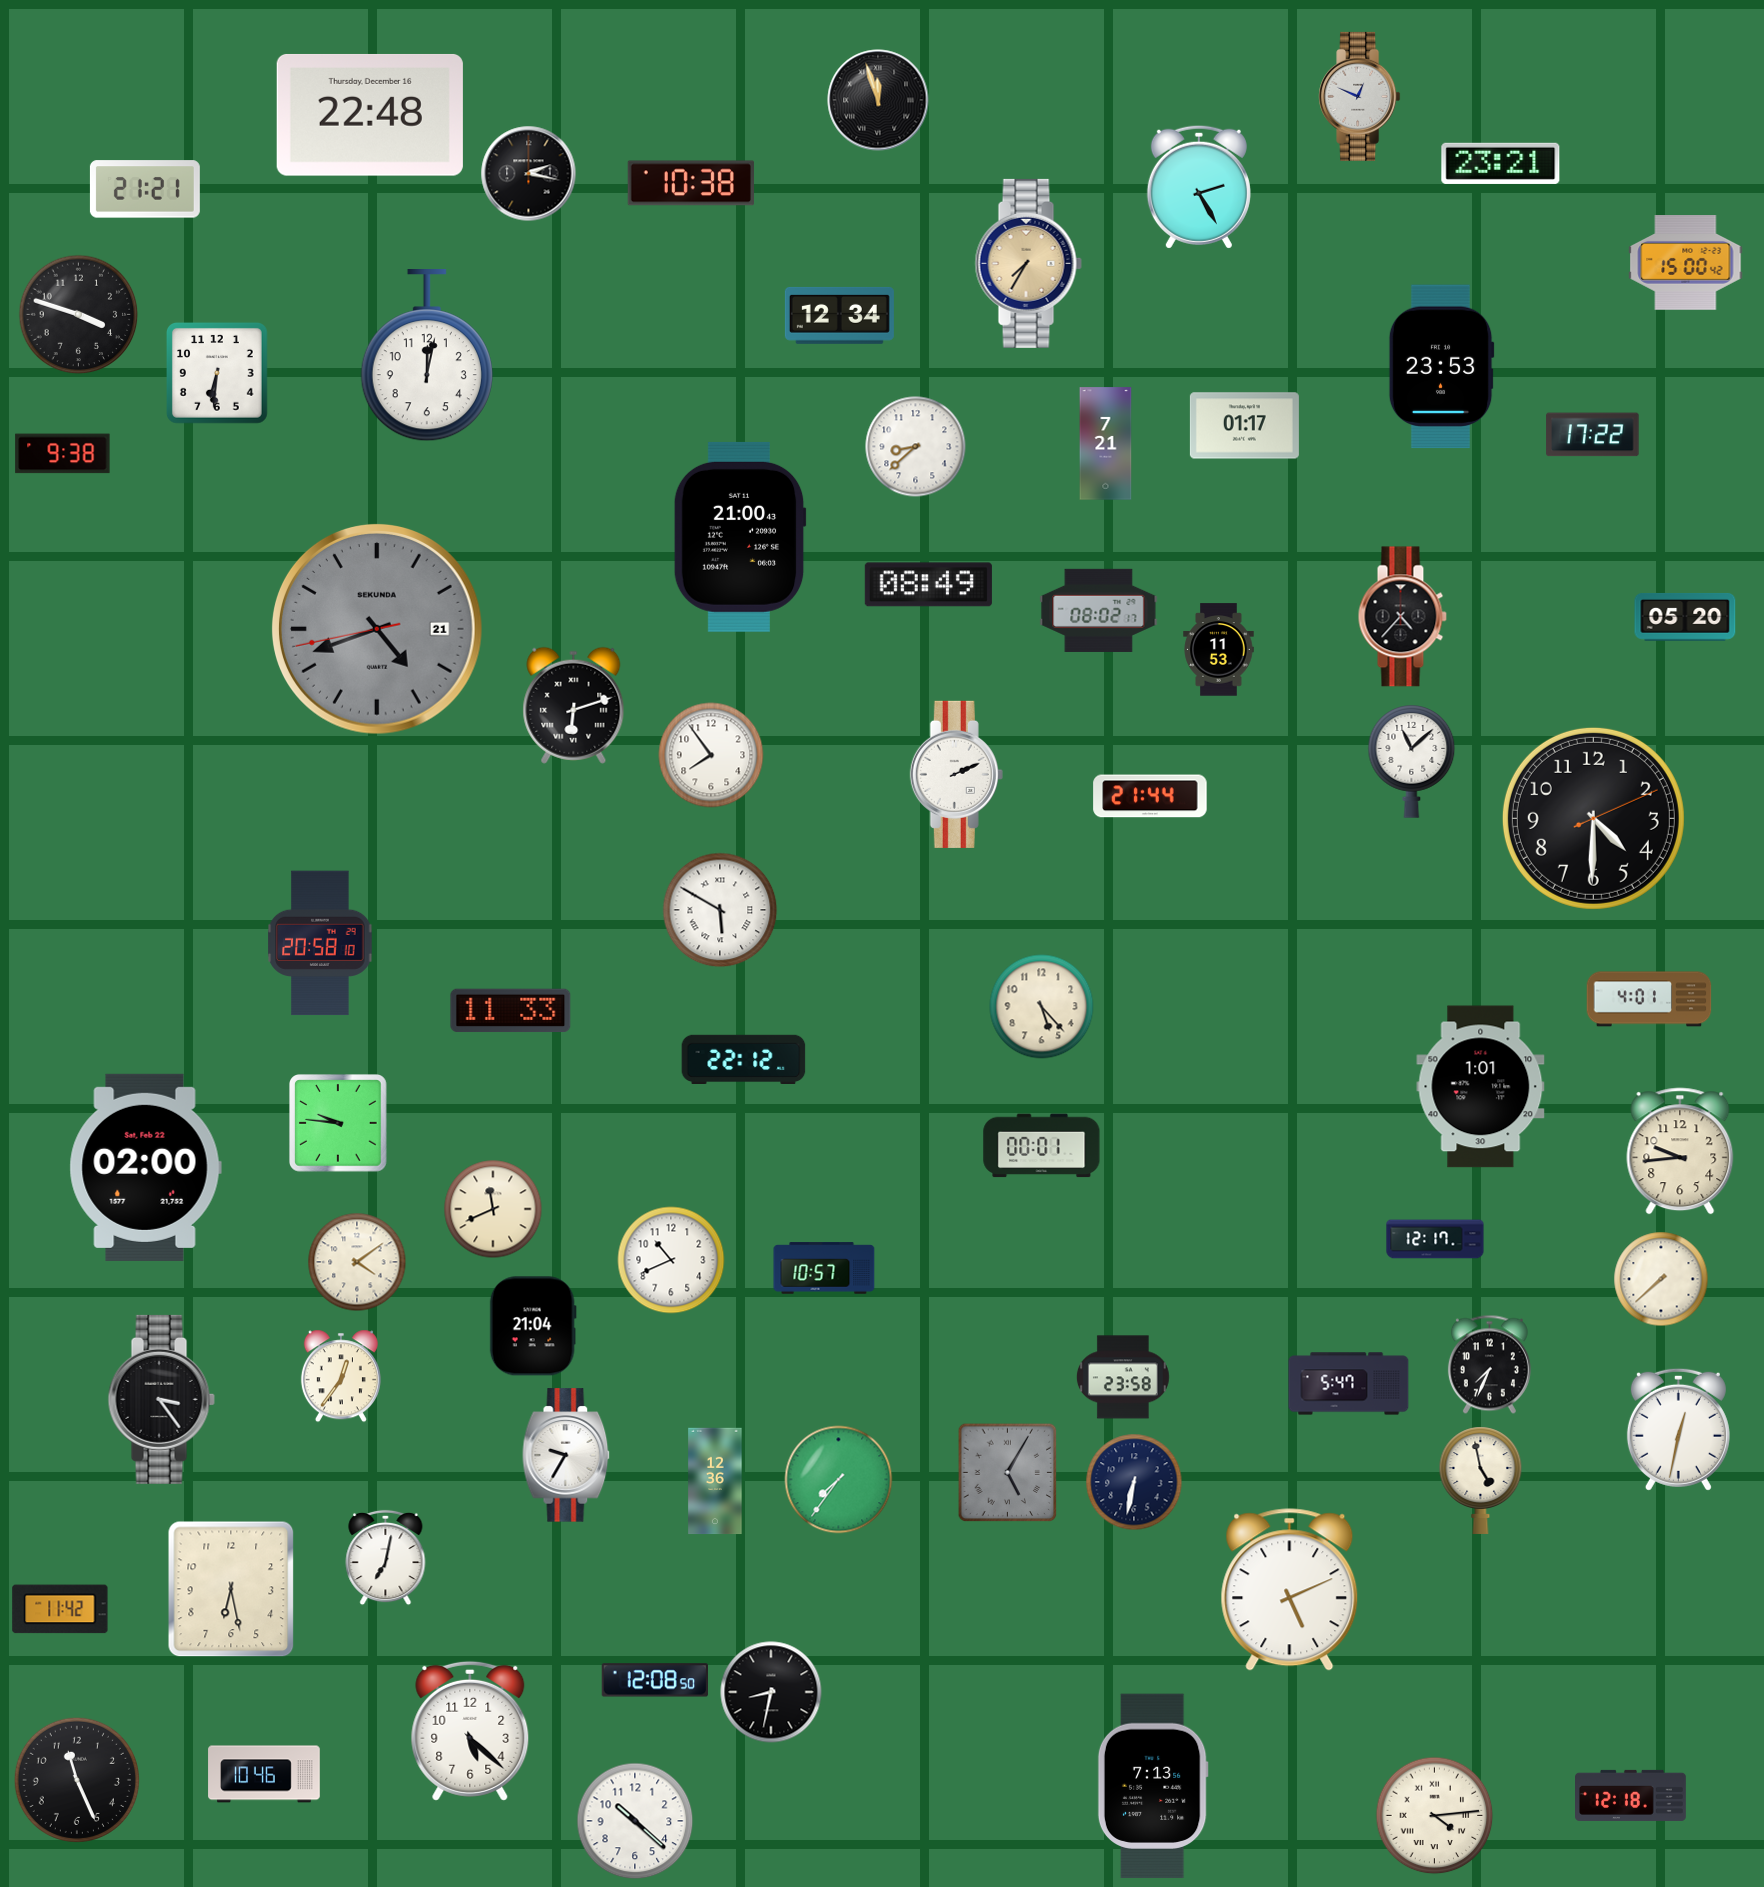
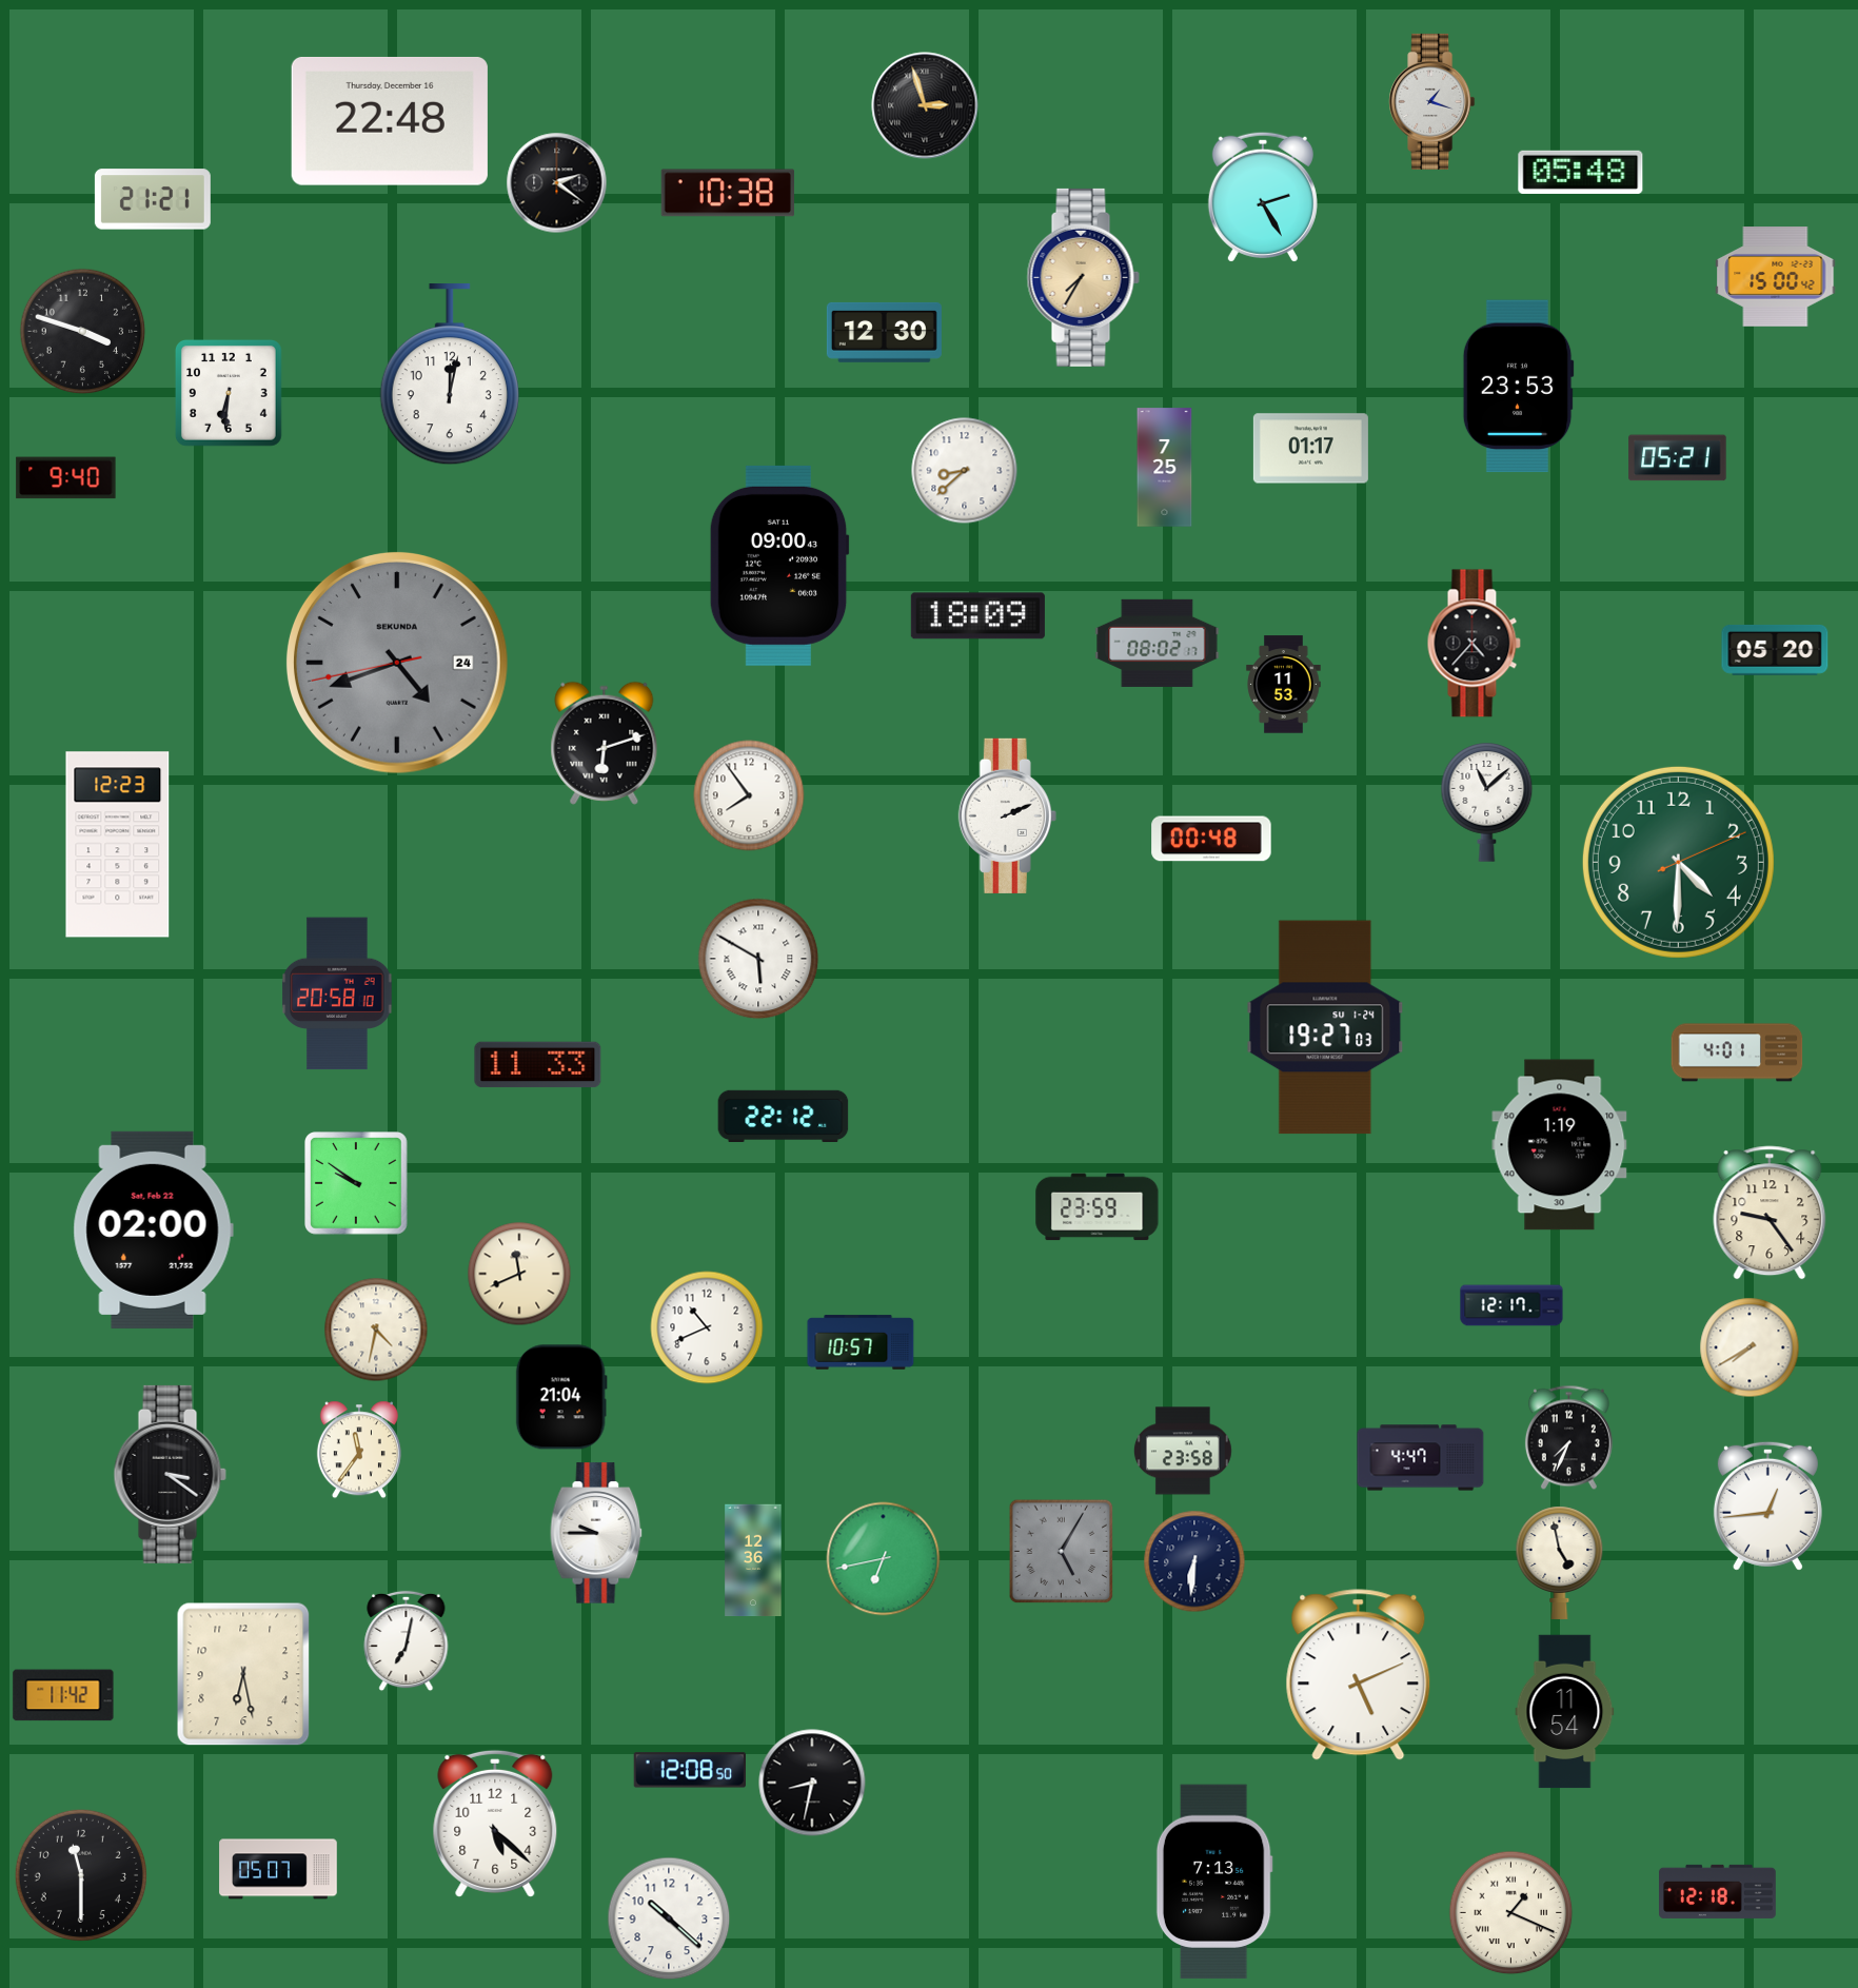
clock at (1360, 96): 12:49 -> 1:18
clock at (878, 100): 11:57 -> 2:57
clock at (1501, 163): 23:21 -> 05:48
clock at (529, 174): 2:17 -> 2:21
clock at (839, 315): 12:34 -> 12:30
clock at (1593, 435): 17:22 -> 05:21
clock at (1106, 444): 7:21 -> 7:25
clock at (63, 454): 9:38 -> 9:40
clock at (740, 537): 21:00 -> 09:00
clock at (928, 585): 08:49 -> 18:09
clock at (1402, 617) position: (1402, 617) -> (1474, 644)
clock at (377, 629) date: 21 -> 24
clock at (1150, 796): 21:44 -> 00:48
clock at (118, 845): none -> 12:23
clock at (1593, 818) dial: black -> green
clock at (1325, 1027): none -> 19:27
clock at (1042, 1007): 5:23 -> none
clock at (1481, 1087): 1:01 -> 1:19
clock at (339, 1124): 9:46 -> 9:51
clock at (1042, 1146): 00:01 -> 23:59
clock at (1680, 1151): 9:44 -> 9:24
clock at (357, 1262): 4:09 -> 4:32
clock at (824, 1268) position: (824, 1268) -> (861, 1342)
clock at (1661, 1279): 7:38 -> 7:40
clock at (341, 1376): 12:36 -> 11:36
clock at (1349, 1384): 5:47 -> 4:47
clock at (161, 1399): 3:24 -> 3:21
clock at (1678, 1429): 12:32 -> 12:44
clock at (566, 1455): 9:35 -> 9:45
clock at (839, 1480): 7:36 -> 6:43
clock at (1481, 1480) position: (1481, 1480) -> (1560, 1562)
clock at (1134, 1482): 6:32 -> 6:31
clock at (1565, 1712): none -> 11:54
clock at (264, 1774): 10:46 -> 05:07
clock at (77, 1780): 11:26 -> 11:30
clock at (1435, 1816): 4:14 -> 1:19
